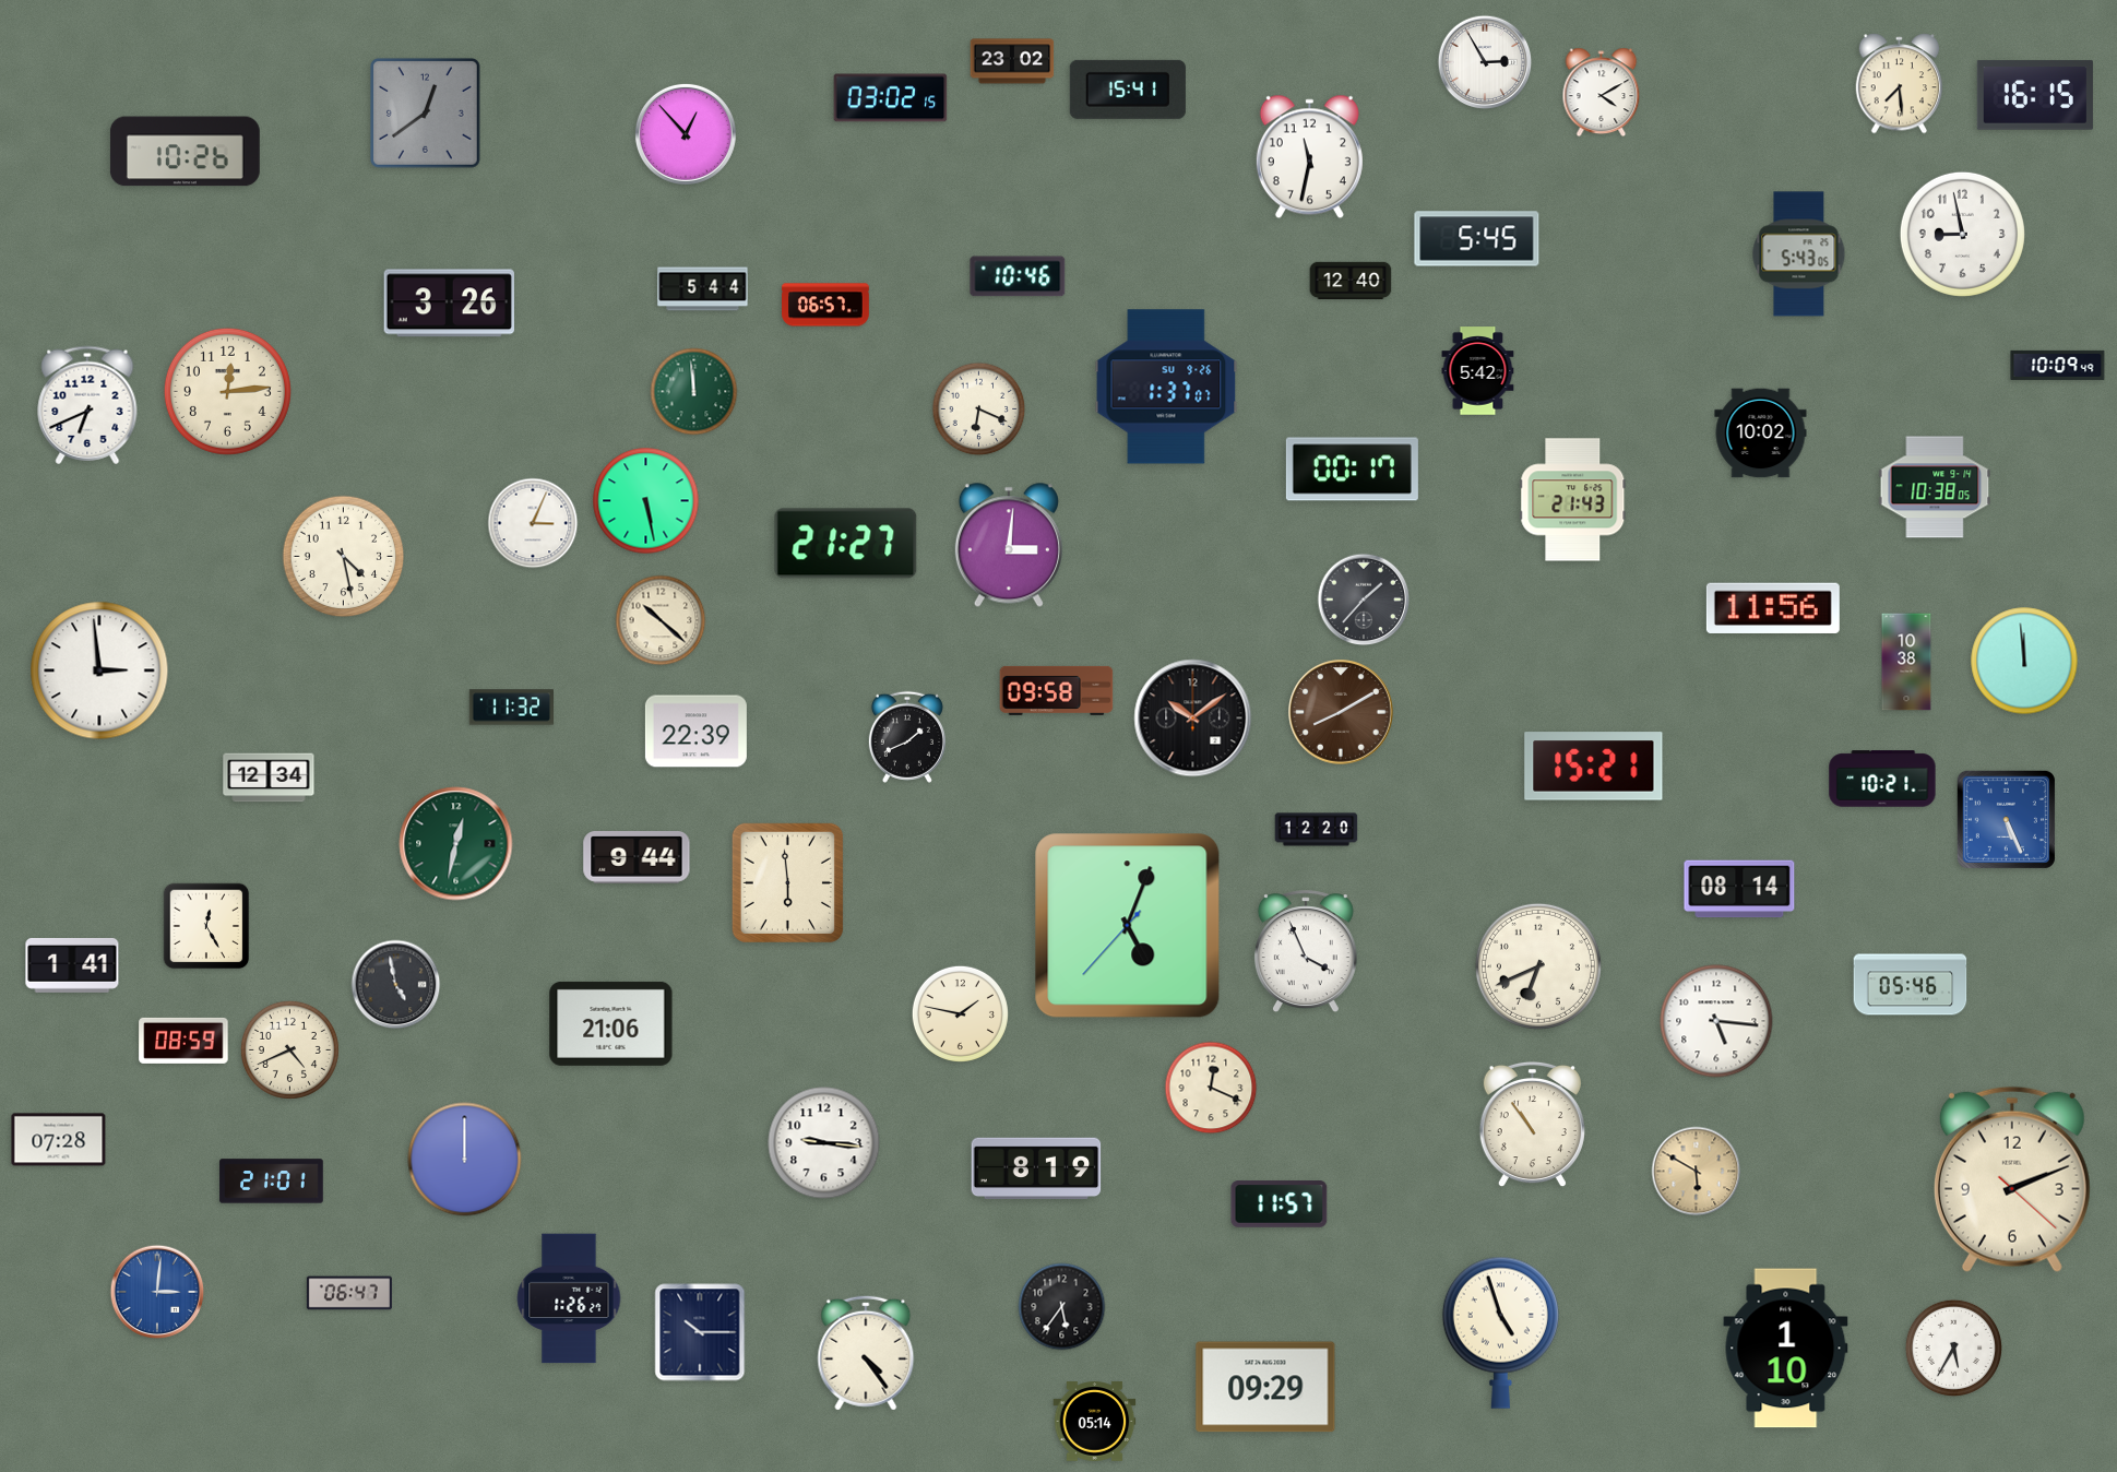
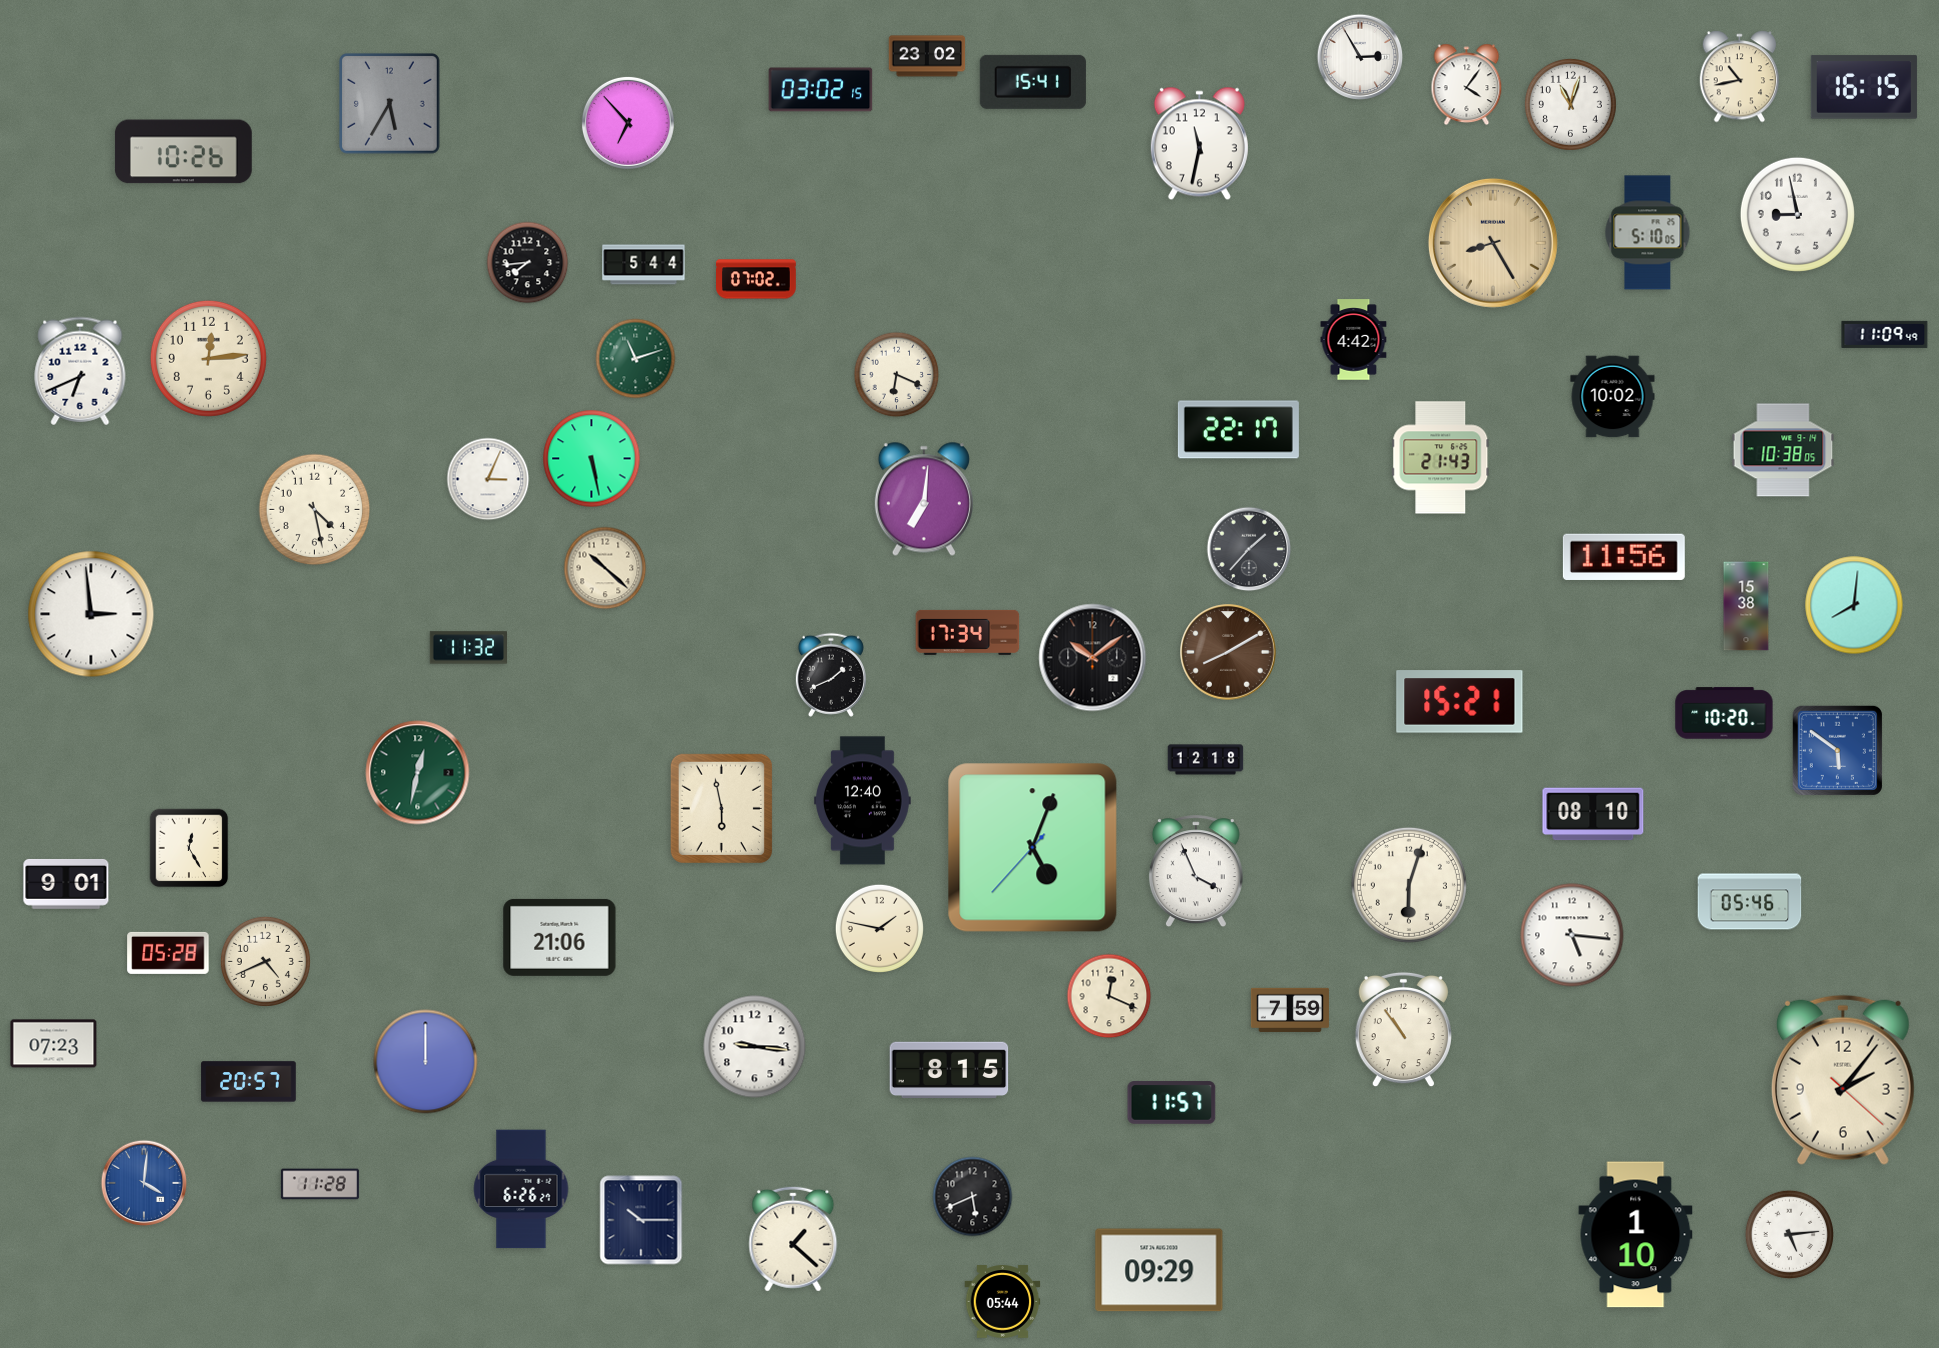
clock at (1900, 84): 7:29 -> 10:43
clock at (1602, 93): 4:10 -> 4:06
clock at (891, 98) position: (891, 98) -> (821, 90)
clock at (425, 112): 12:39 -> 5:35
clock at (1570, 104): none -> 11:03
clock at (686, 134): 12:53 -> 6:53
clock at (185, 152) position: (185, 152) -> (183, 152)
clock at (1477, 239): 5:45 -> none
clock at (1799, 254): 5:43 -> 5:10
clock at (1493, 243): none -> 8:25
clock at (1018, 276): 10:46 -> none
clock at (1351, 280): 12:40 -> none
clock at (528, 263): none -> 7:44
clock at (449, 304): 3:26 -> none
clock at (826, 305): 06:57 -> 07:02
clock at (2058, 365): 10:09 -> 11:09
clock at (1478, 371): 5:42 -> 4:42
clock at (1166, 387): 1:37 -> none
clock at (694, 392): 11:59 -> 11:12
clock at (1352, 470): 00:17 -> 22:17
clock at (1935, 487) position: (1935, 487) -> (1783, 450)
clock at (846, 544): 21:27 -> none
clock at (1009, 545): 3:01 -> 7:01
clock at (2024, 661): 11:59 -> 8:01
clock at (1906, 662): 10:38 -> 15:38
clock at (1057, 690): 09:58 -> 17:34
clock at (695, 732): 22:39 -> none
clock at (269, 777): 12:34 -> none
clock at (1882, 779): 10:21 -> 10:20
clock at (2006, 819): 5:26 -> 5:51
clock at (1317, 830): 12:20 -> 12:18
clock at (637, 858): 9:44 -> none
clock at (862, 801): none -> 12:40
clock at (787, 882): 5:59 -> 5:58
clock at (1739, 889): 08:14 -> 08:10
clock at (72, 965): 1:41 -> 9:01
clock at (1538, 966): 6:41 -> 6:03
clock at (396, 985): 4:58 -> none
clock at (183, 1041): 08:59 -> 05:28
clock at (1290, 1010): none -> 7:59
clock at (59, 1140): 07:28 -> 07:23
clock at (1036, 1168): 8:19 -> 8:15
clock at (1697, 1172): 5:50 -> none
clock at (2012, 1179): 2:11 -> 2:06
clock at (272, 1182): 21:01 -> 20:57
clock at (157, 1292): 3:01 -> 4:01
clock at (349, 1293): 06:47 -> 11:28
clock at (569, 1298): 1:26 -> 6:26
clock at (1062, 1307): 5:36 -> 5:41
clock at (1500, 1332): 4:57 -> none
clock at (1953, 1348): 5:35 -> 5:14
clock at (866, 1353): 4:24 -> 1:22
clock at (1095, 1422): 05:14 -> 05:44
